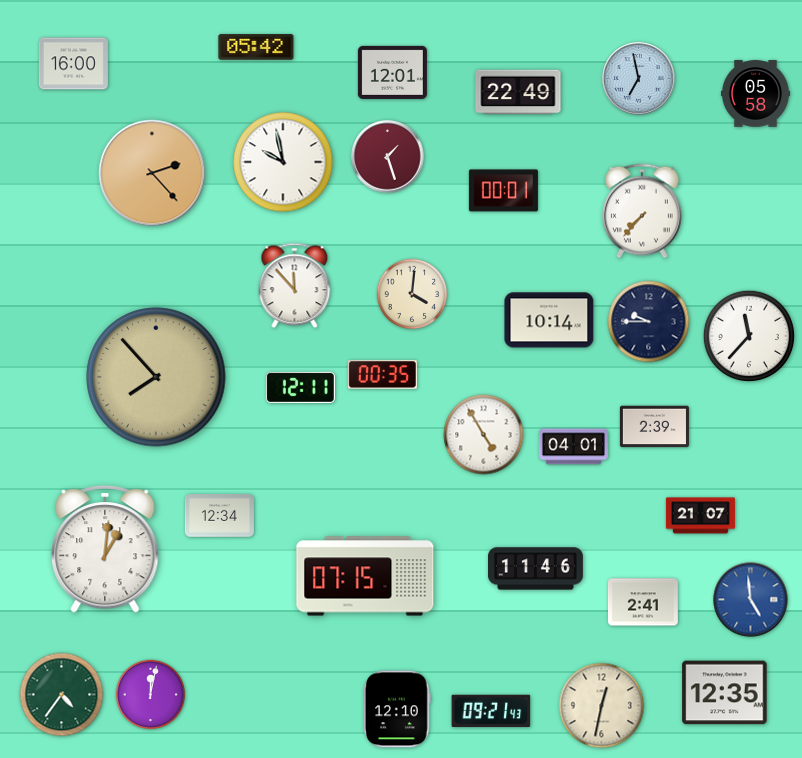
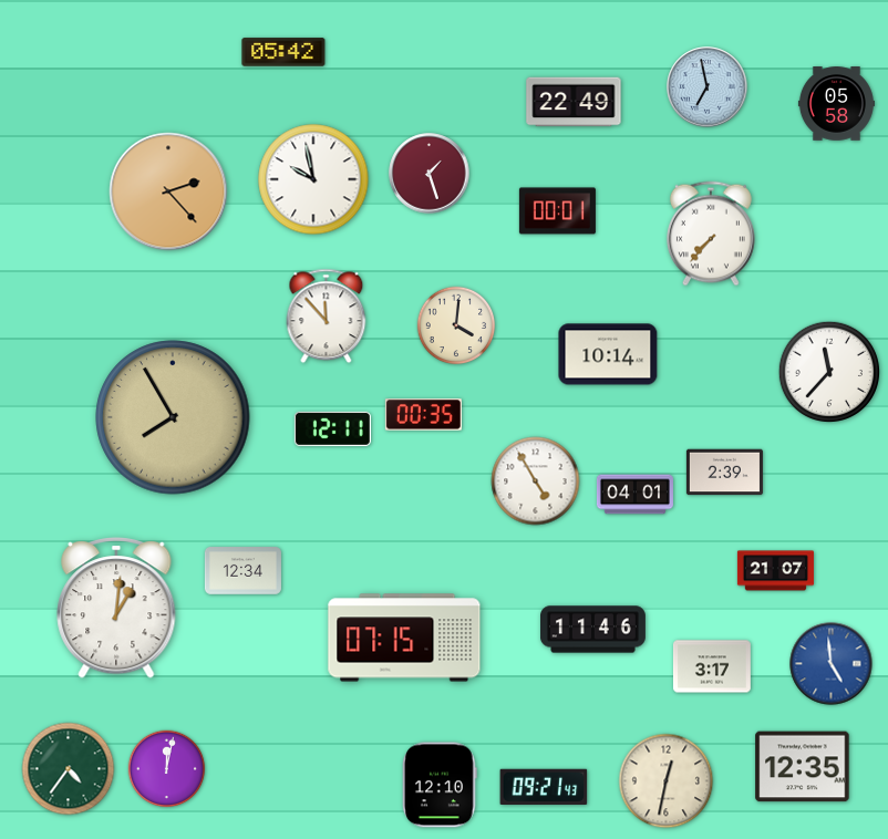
clock at (73, 64): 16:00 -> none
clock at (392, 72): 12:01 -> none
clock at (649, 322): 9:45 -> none
clock at (156, 377): 7:53 -> 7:55
clock at (643, 602): 2:41 -> 3:17
